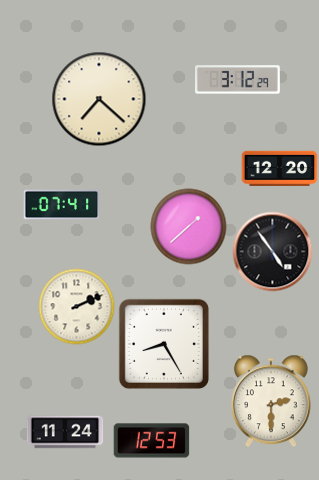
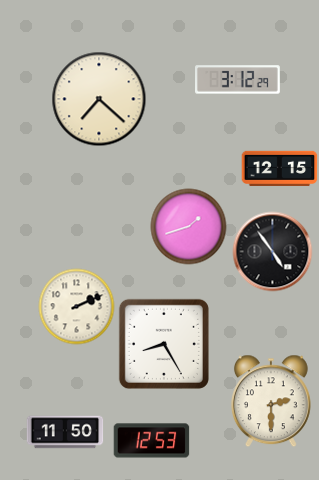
clock at (280, 168): 12:20 -> 12:15
clock at (62, 205): 07:41 -> none
clock at (189, 227): 1:38 -> 1:42
clock at (65, 432): 11:24 -> 11:50
